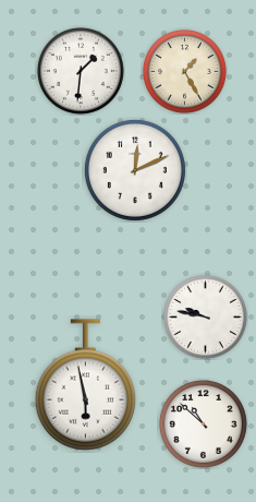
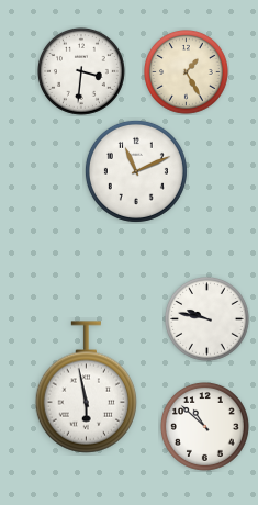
clock at (81, 71): 1:31 -> 3:31
clock at (135, 170): 12:11 -> 11:11
